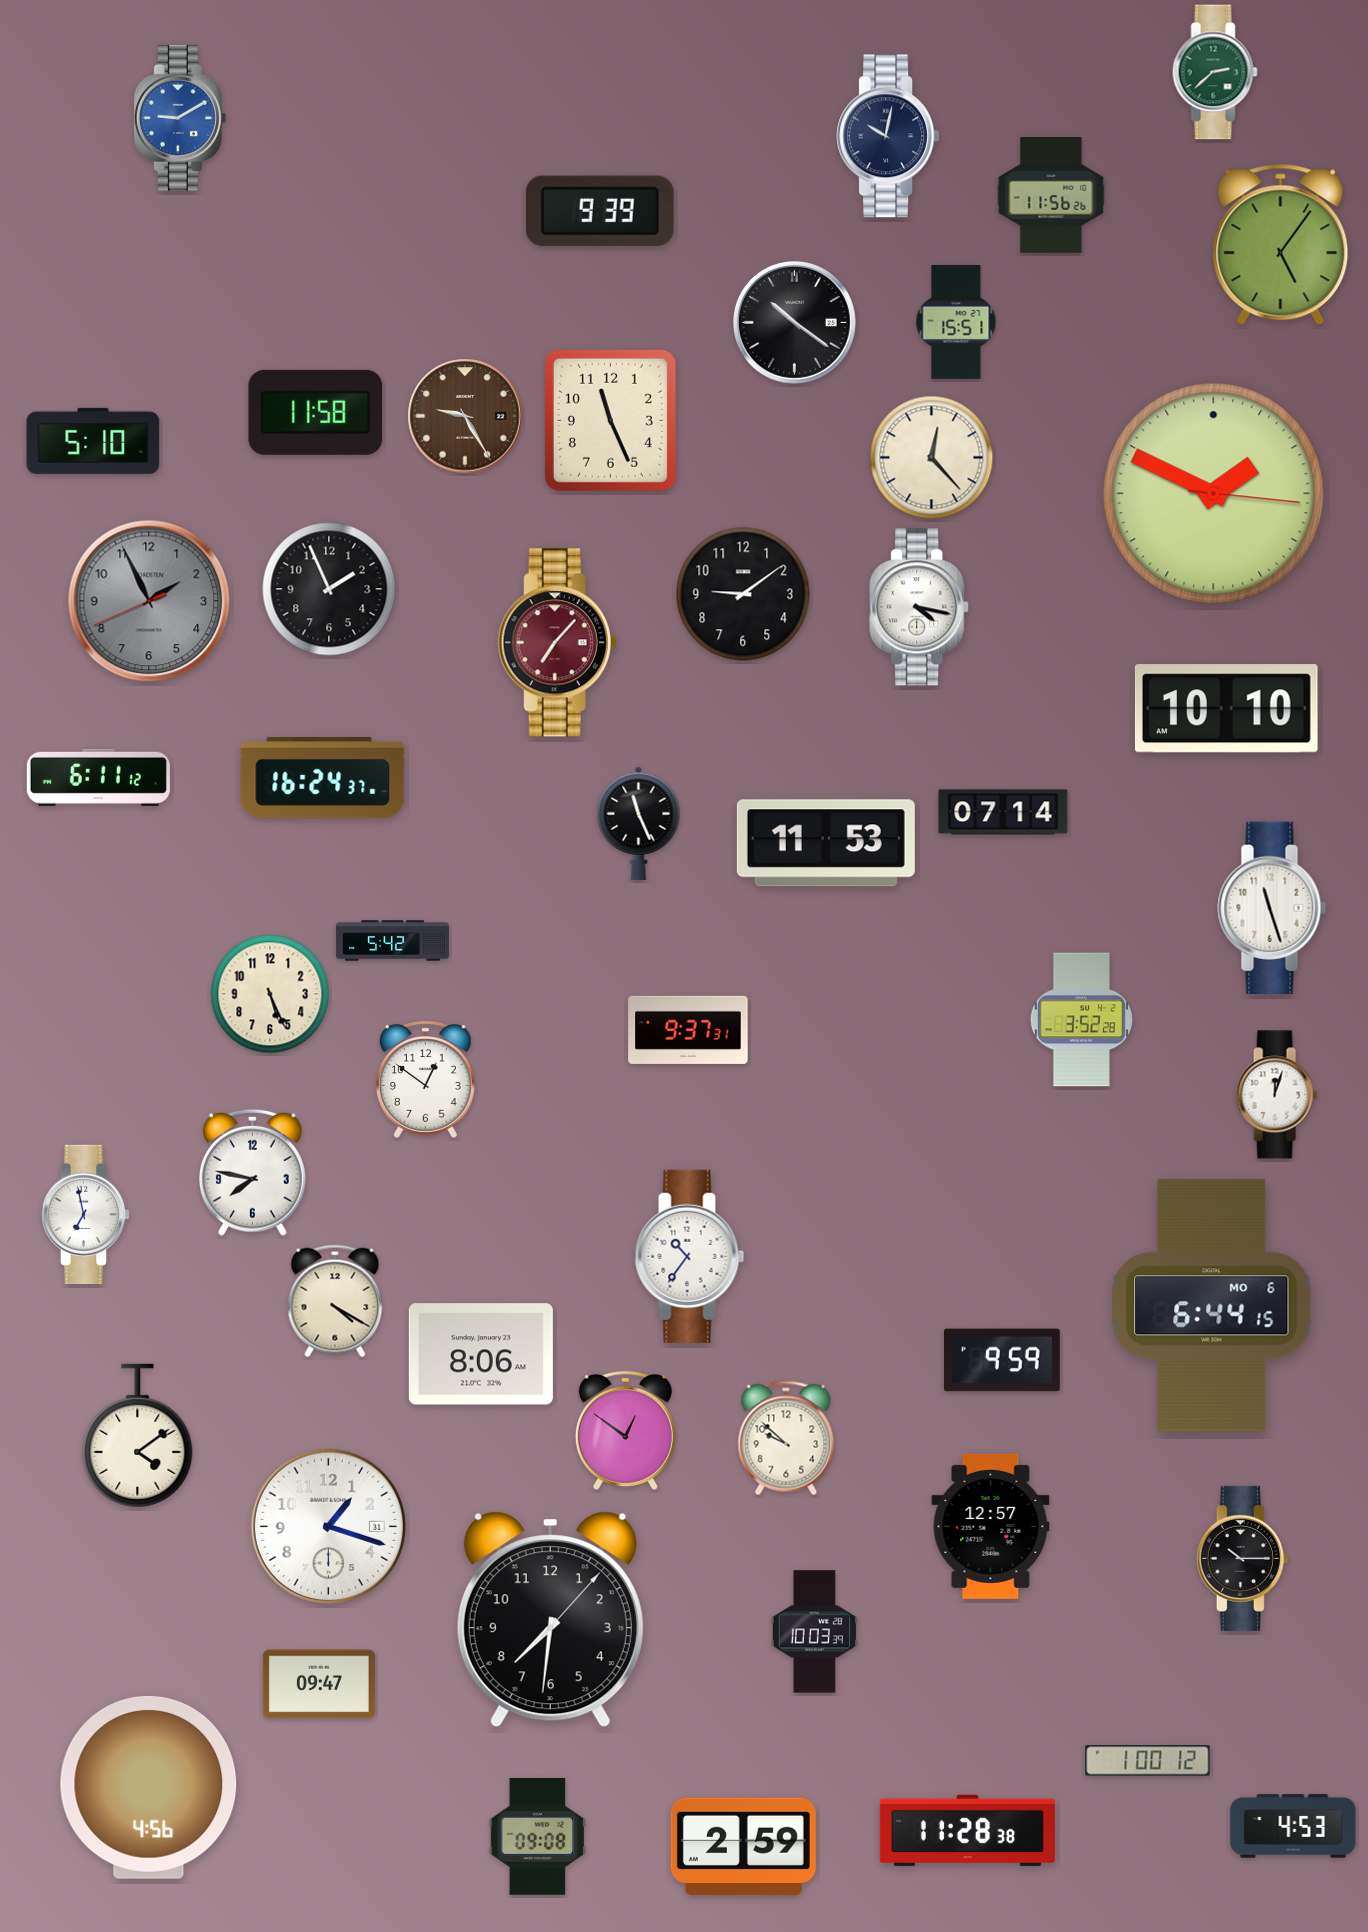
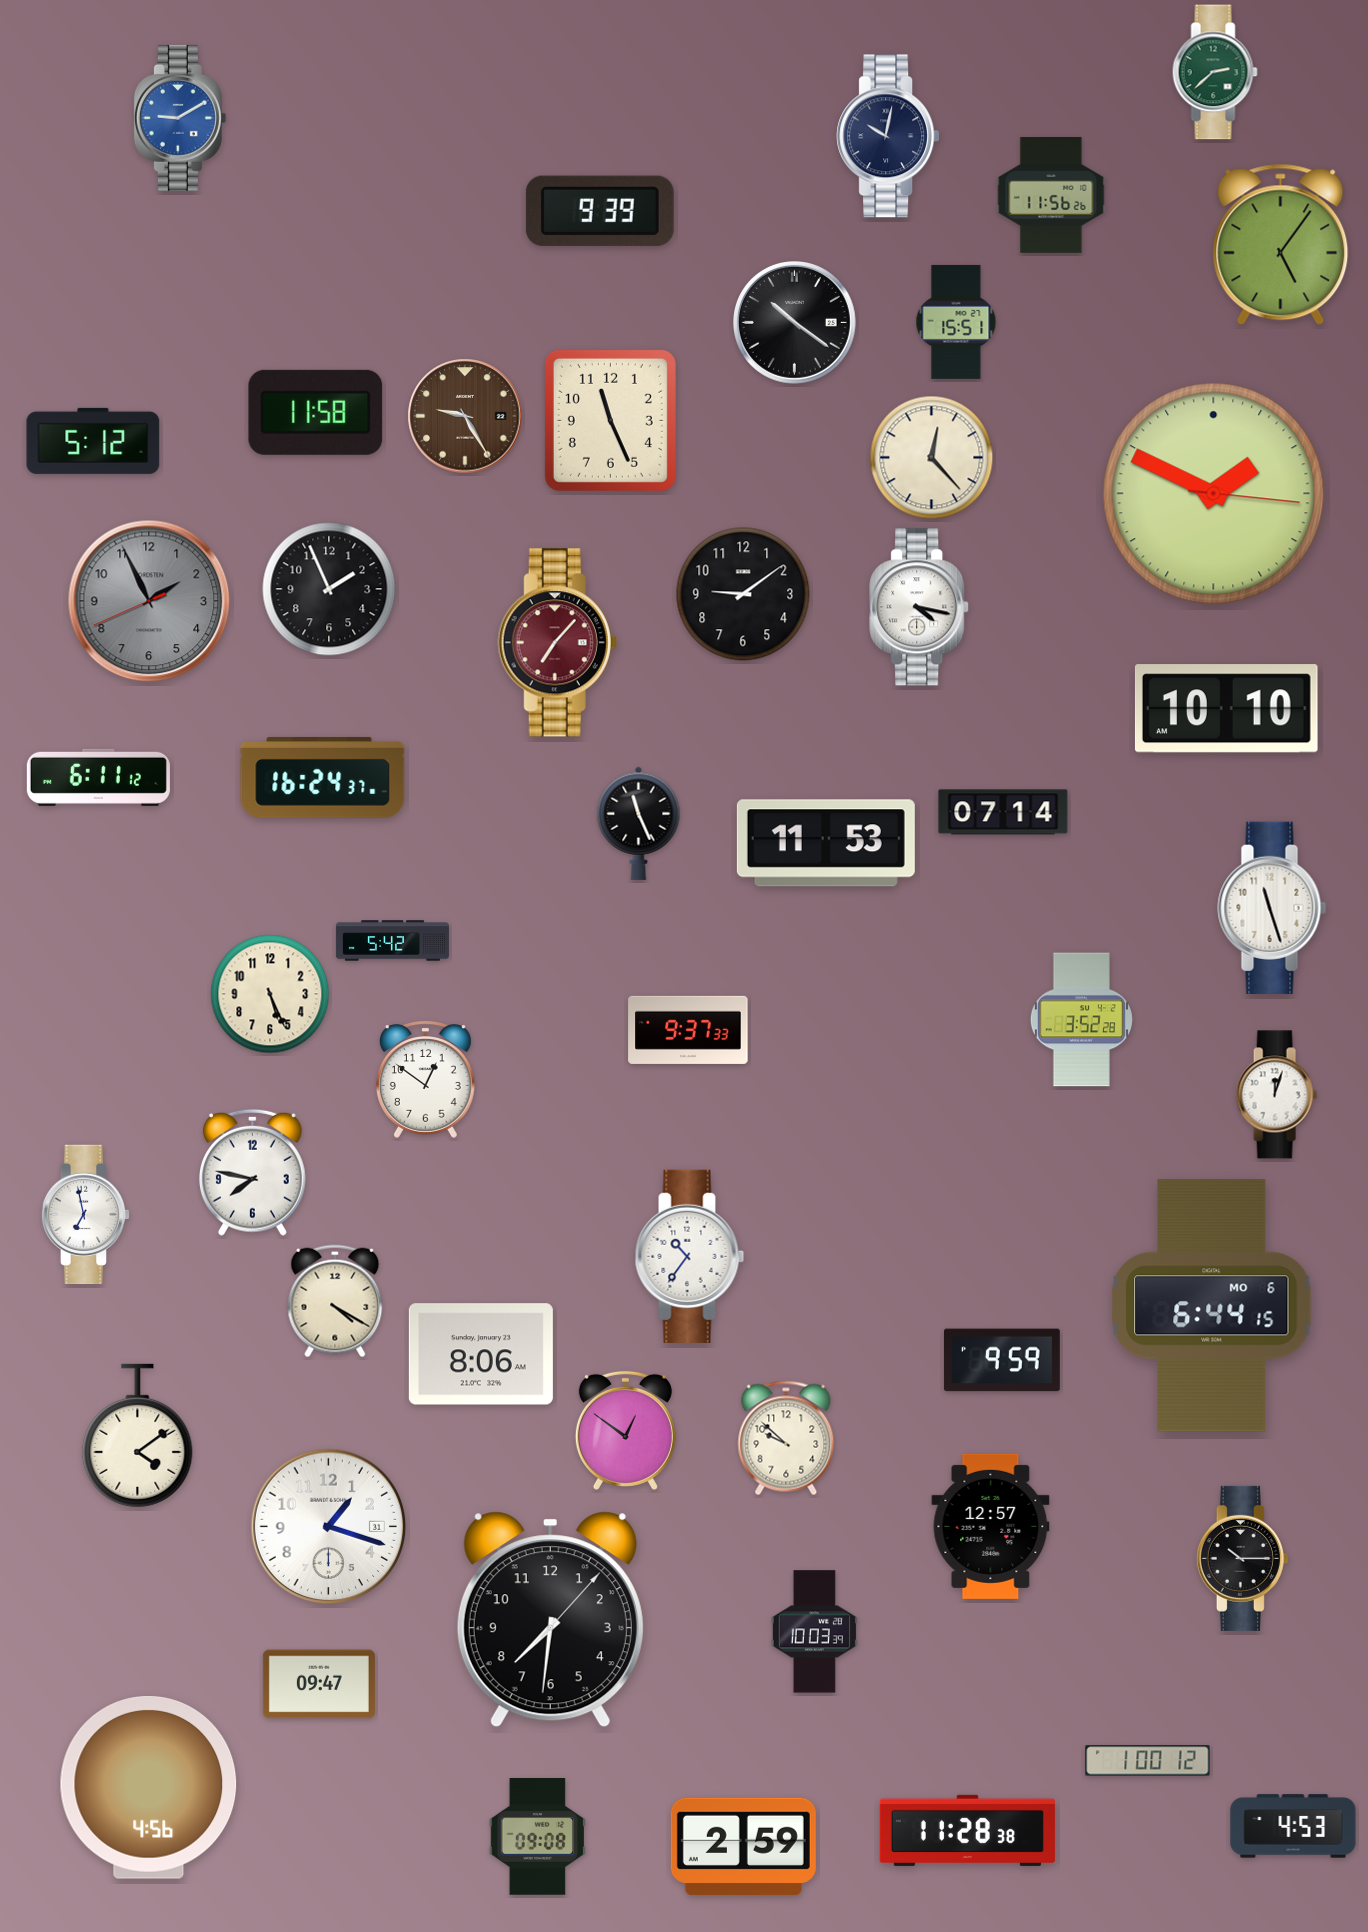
clock at (93, 441): 5:10 -> 5:12
clock at (688, 1030): 9:37:31 -> 9:37:33
